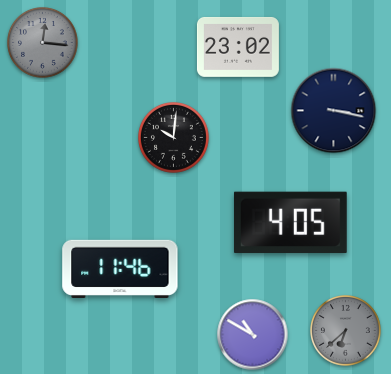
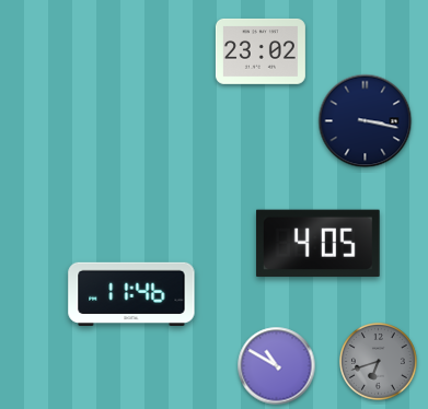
clock at (43, 43): 12:16 -> none
clock at (174, 138): 10:01 -> none
clock at (346, 331): 6:38 -> 6:42
